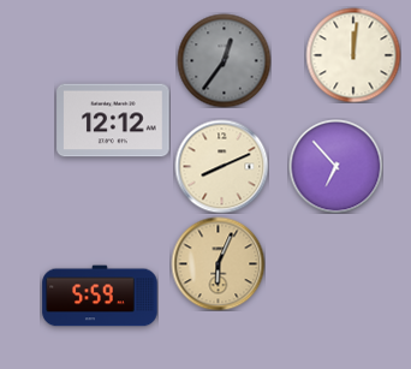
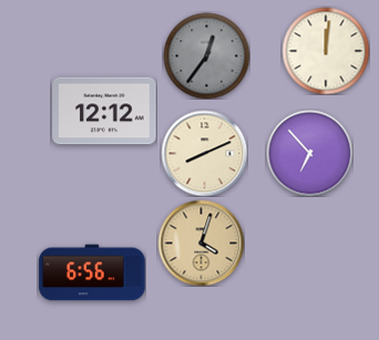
clock at (218, 263): 6:04 -> 4:03
clock at (100, 296): 5:59 -> 6:56
